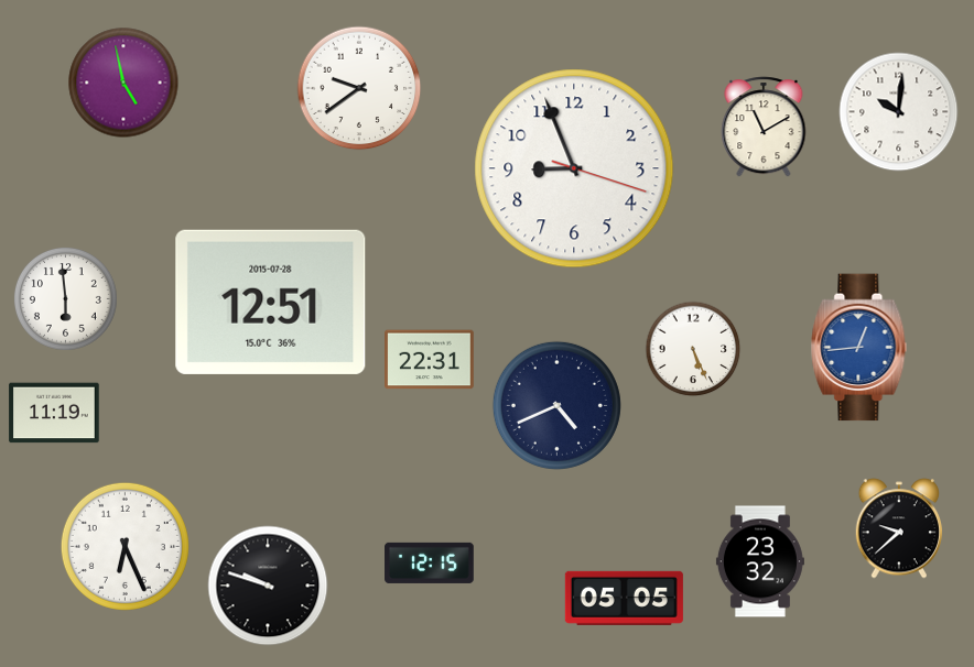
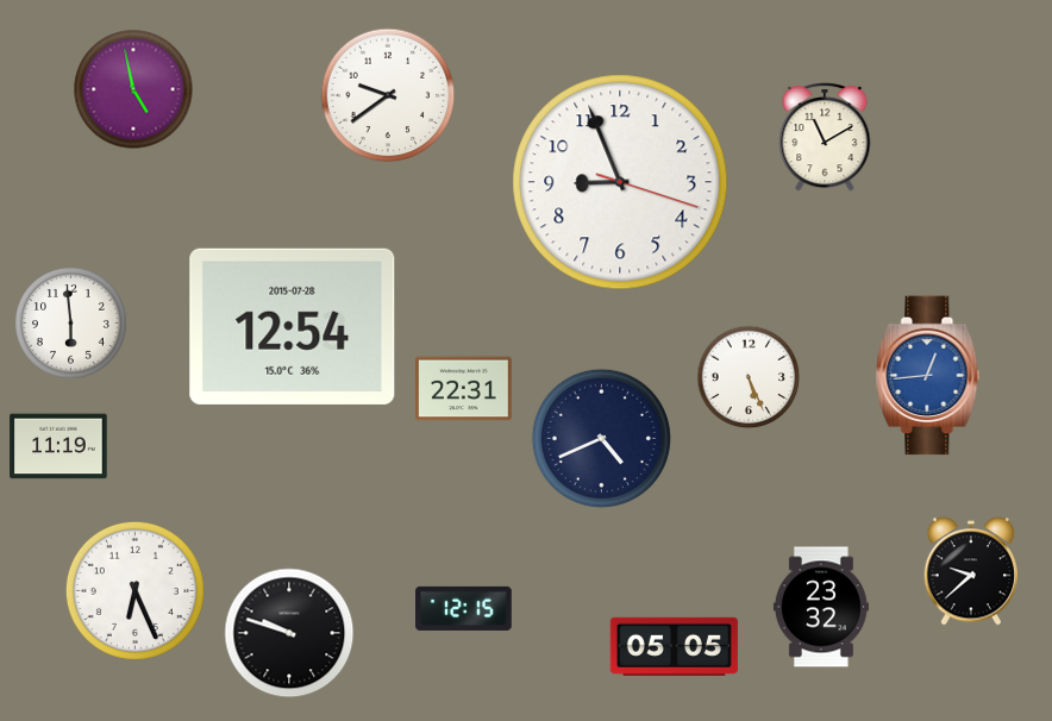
clock at (899, 112): 10:01 -> none
clock at (271, 302): 12:51 -> 12:54
